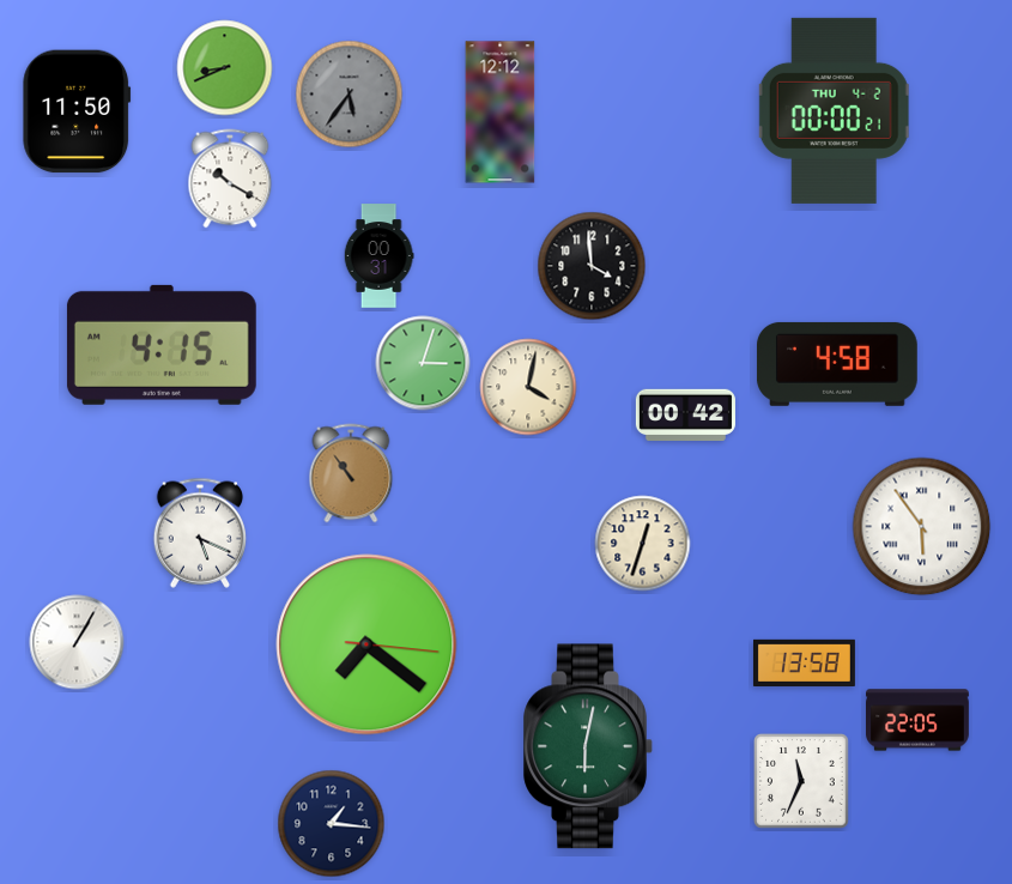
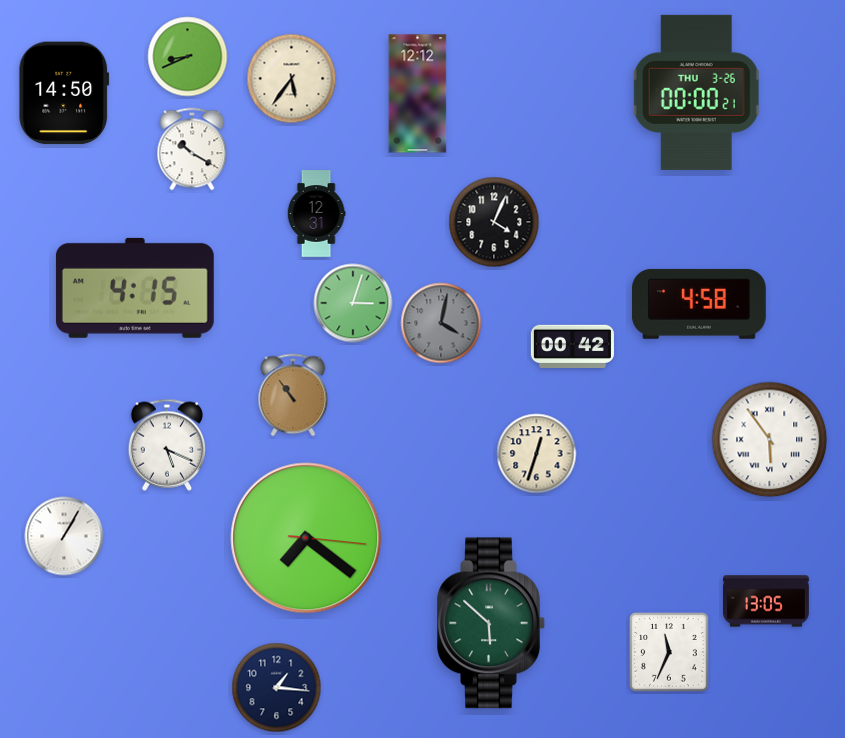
clock at (350, 95) dial: grey -> cream
clock at (834, 110) date: THU 4-2 -> THU 3-26
clock at (77, 111): 11:50 -> 14:50
clock at (378, 256): 00:31 -> 12:31
clock at (592, 266): 3:59 -> 4:04
clock at (528, 387) dial: cream -> grey
clock at (804, 662): 13:58 -> none
clock at (919, 720): 22:05 -> 13:05
clock at (588, 746): 6:02 -> 5:52
